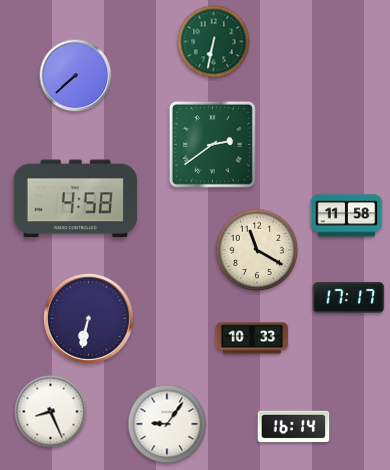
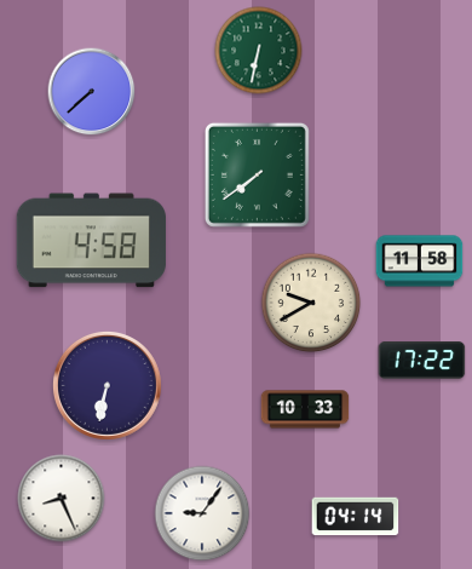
clock at (212, 144): 2:39 -> 7:39
clock at (257, 250): 11:20 -> 9:40
clock at (349, 298): 17:17 -> 17:22
clock at (294, 427): 16:14 -> 04:14
